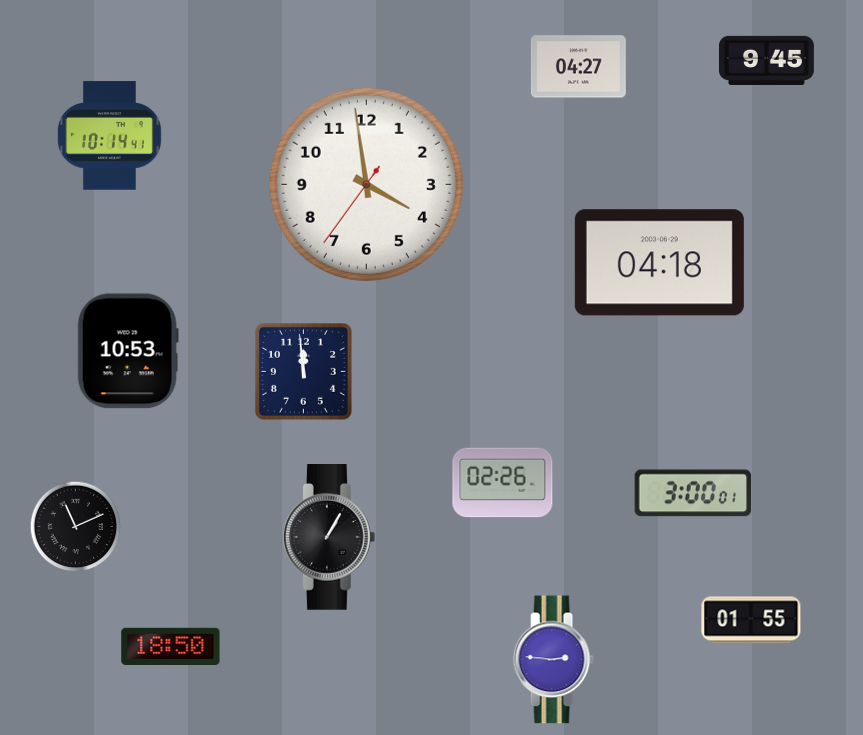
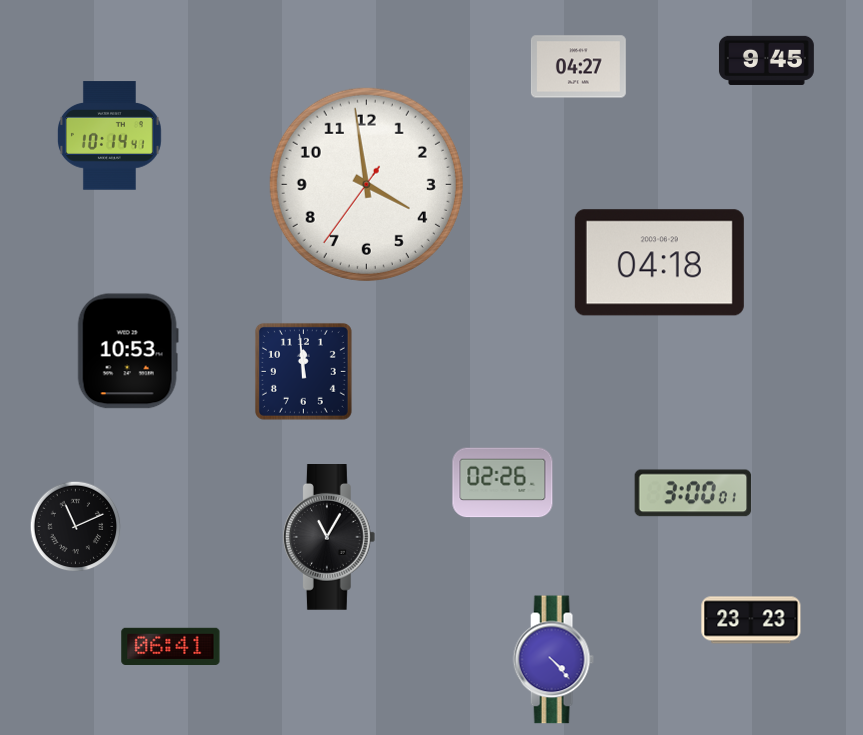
clock at (329, 538): 1:05 -> 11:05
clock at (751, 620): 01:55 -> 23:23
clock at (171, 646): 18:50 -> 06:41
clock at (553, 660): 2:46 -> 4:23
